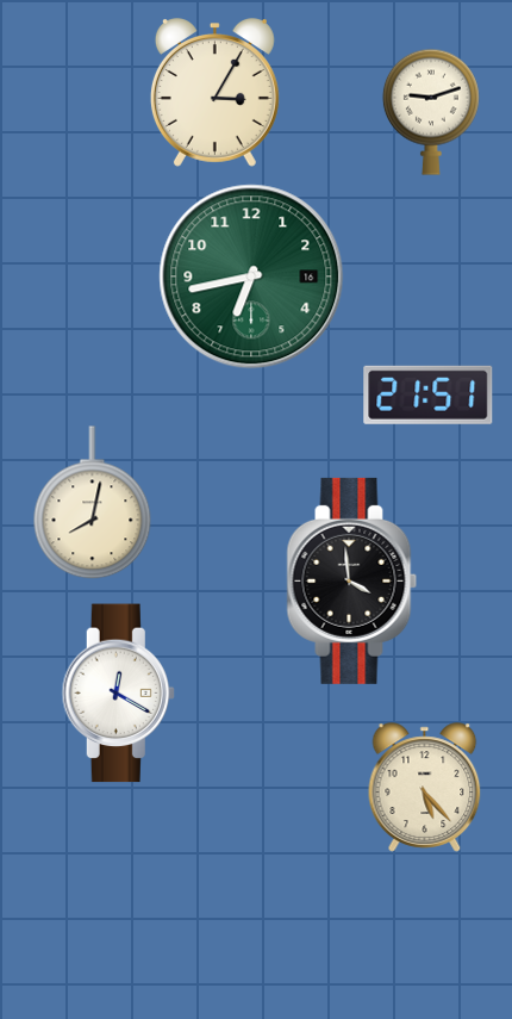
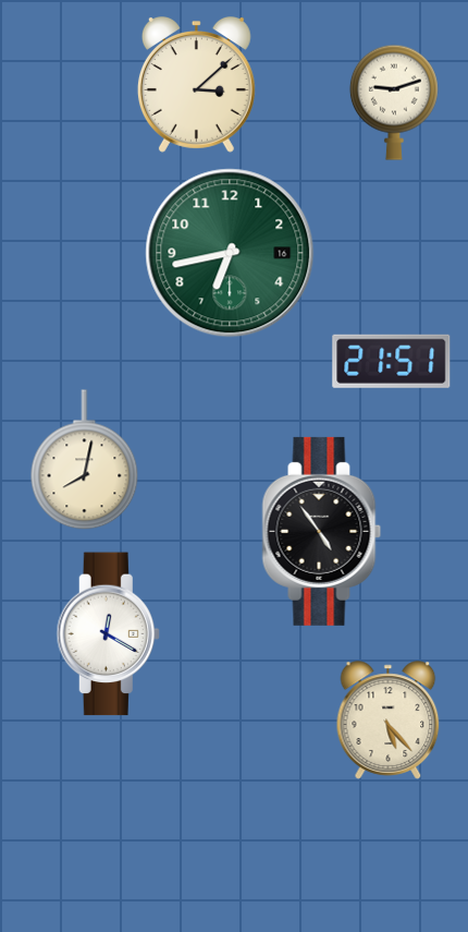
clock at (214, 93): 3:05 -> 3:08
clock at (352, 580): 3:59 -> 4:54
